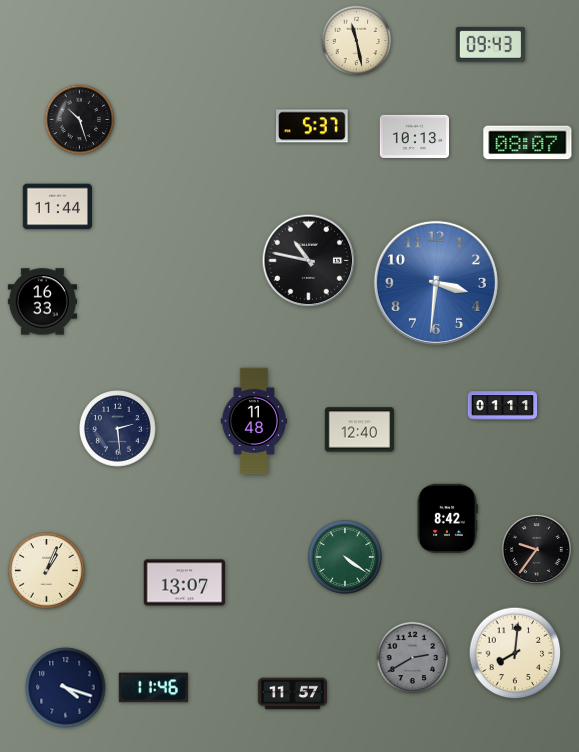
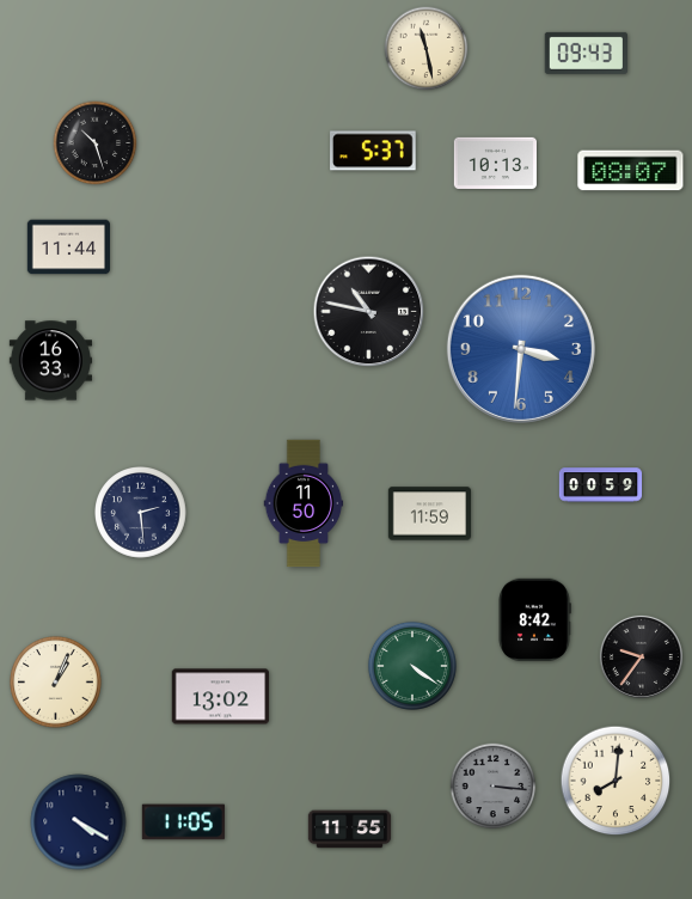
clock at (436, 283) position: (436, 283) -> (521, 349)
clock at (503, 406): 01:11 -> 00:59
clock at (254, 421): 11:48 -> 11:50
clock at (359, 430): 12:40 -> 11:59
clock at (185, 583): 13:07 -> 13:02
clock at (413, 658): 2:40 -> 3:16
clock at (66, 688): 4:18 -> 4:20
clock at (153, 688): 11:46 -> 11:05
clock at (293, 694): 11:57 -> 11:55
